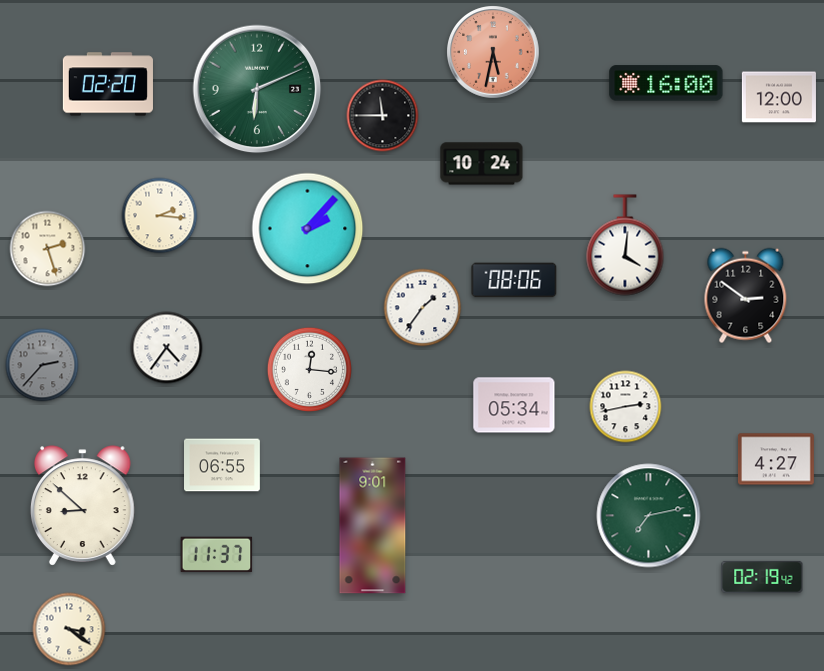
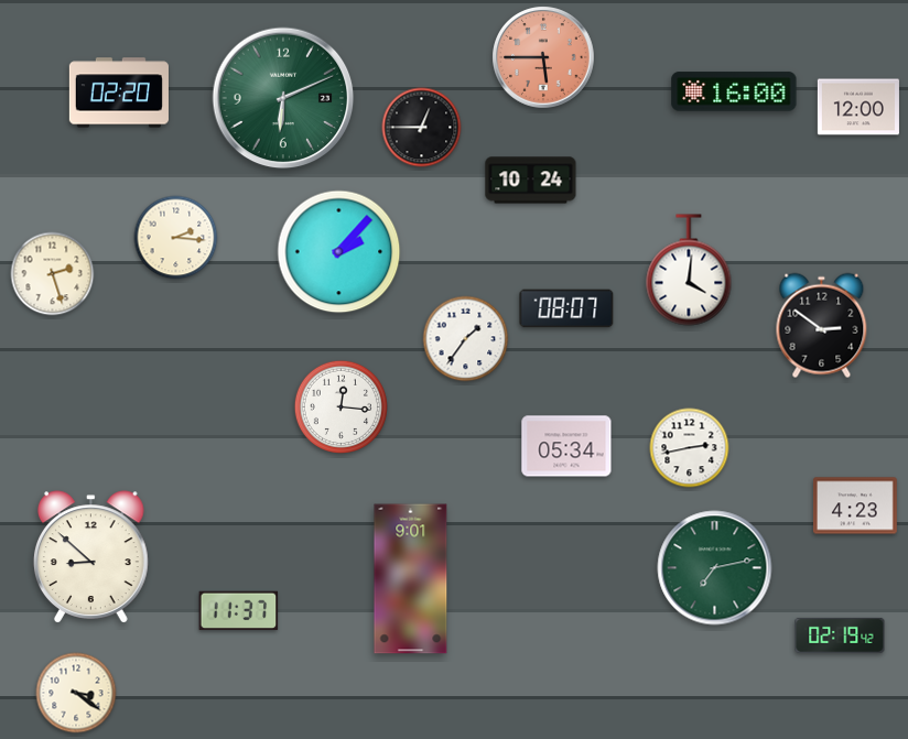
clock at (493, 52): 5:32 -> 5:45
clock at (383, 116): 11:45 -> 12:45
clock at (514, 280): 08:06 -> 08:07
clock at (167, 348): 4:36 -> none
clock at (42, 365): 2:37 -> none
clock at (776, 459): 4:27 -> 4:23
clock at (223, 465): 06:55 -> none
